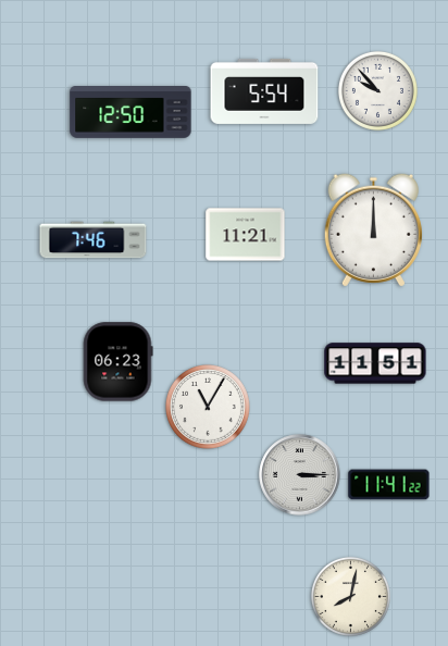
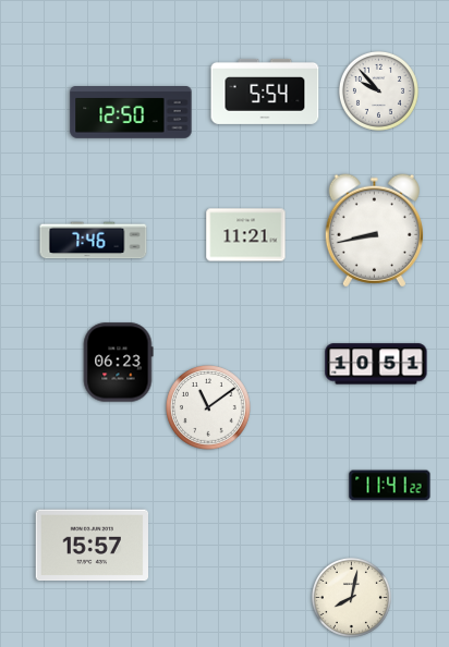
clock at (373, 231): 12:00 -> 8:43
clock at (375, 363): 11:51 -> 10:51
clock at (209, 408): 11:05 -> 11:09
clock at (300, 475): 3:15 -> none
clock at (93, 546): none -> 15:57
